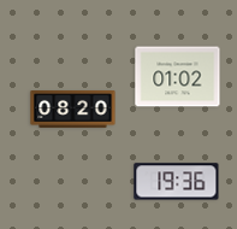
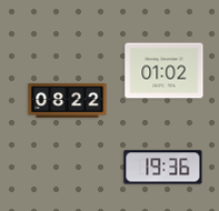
clock at (73, 110): 08:20 -> 08:22
